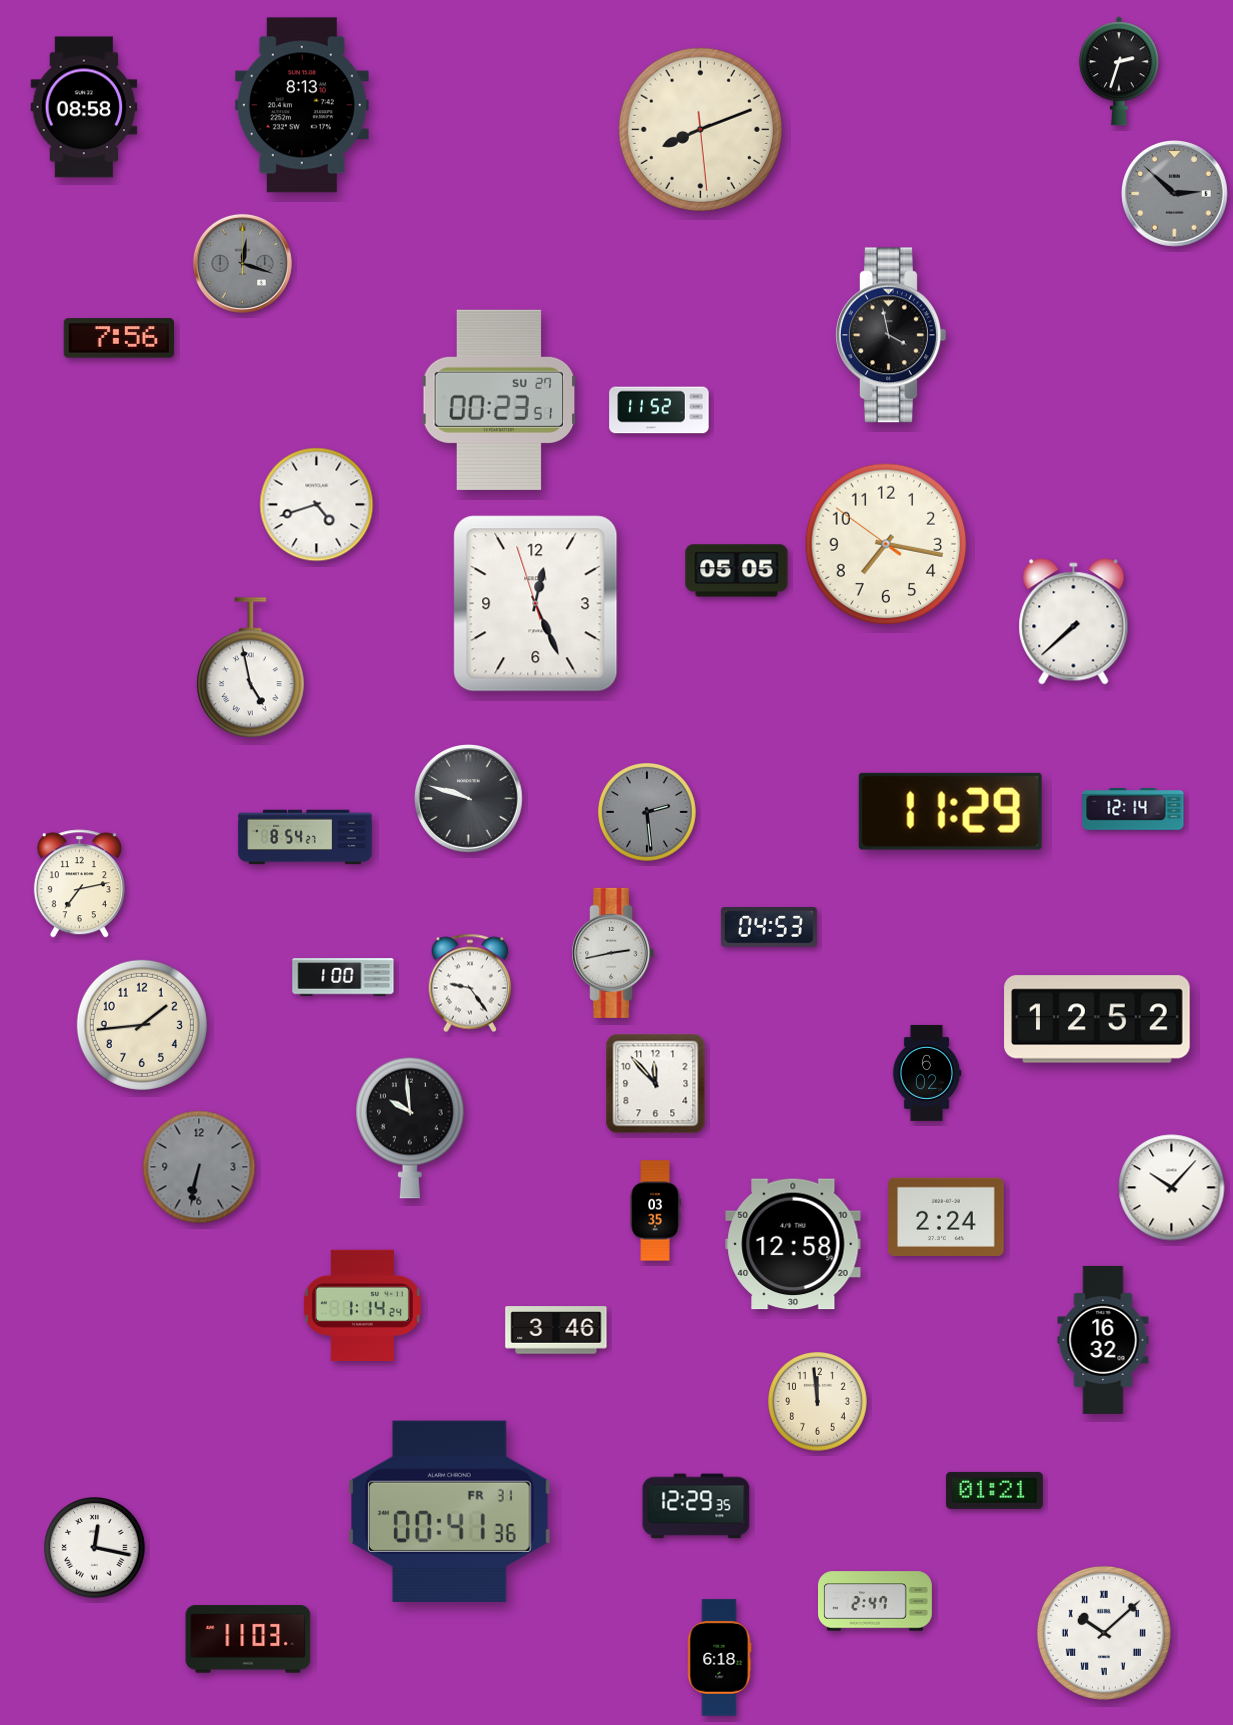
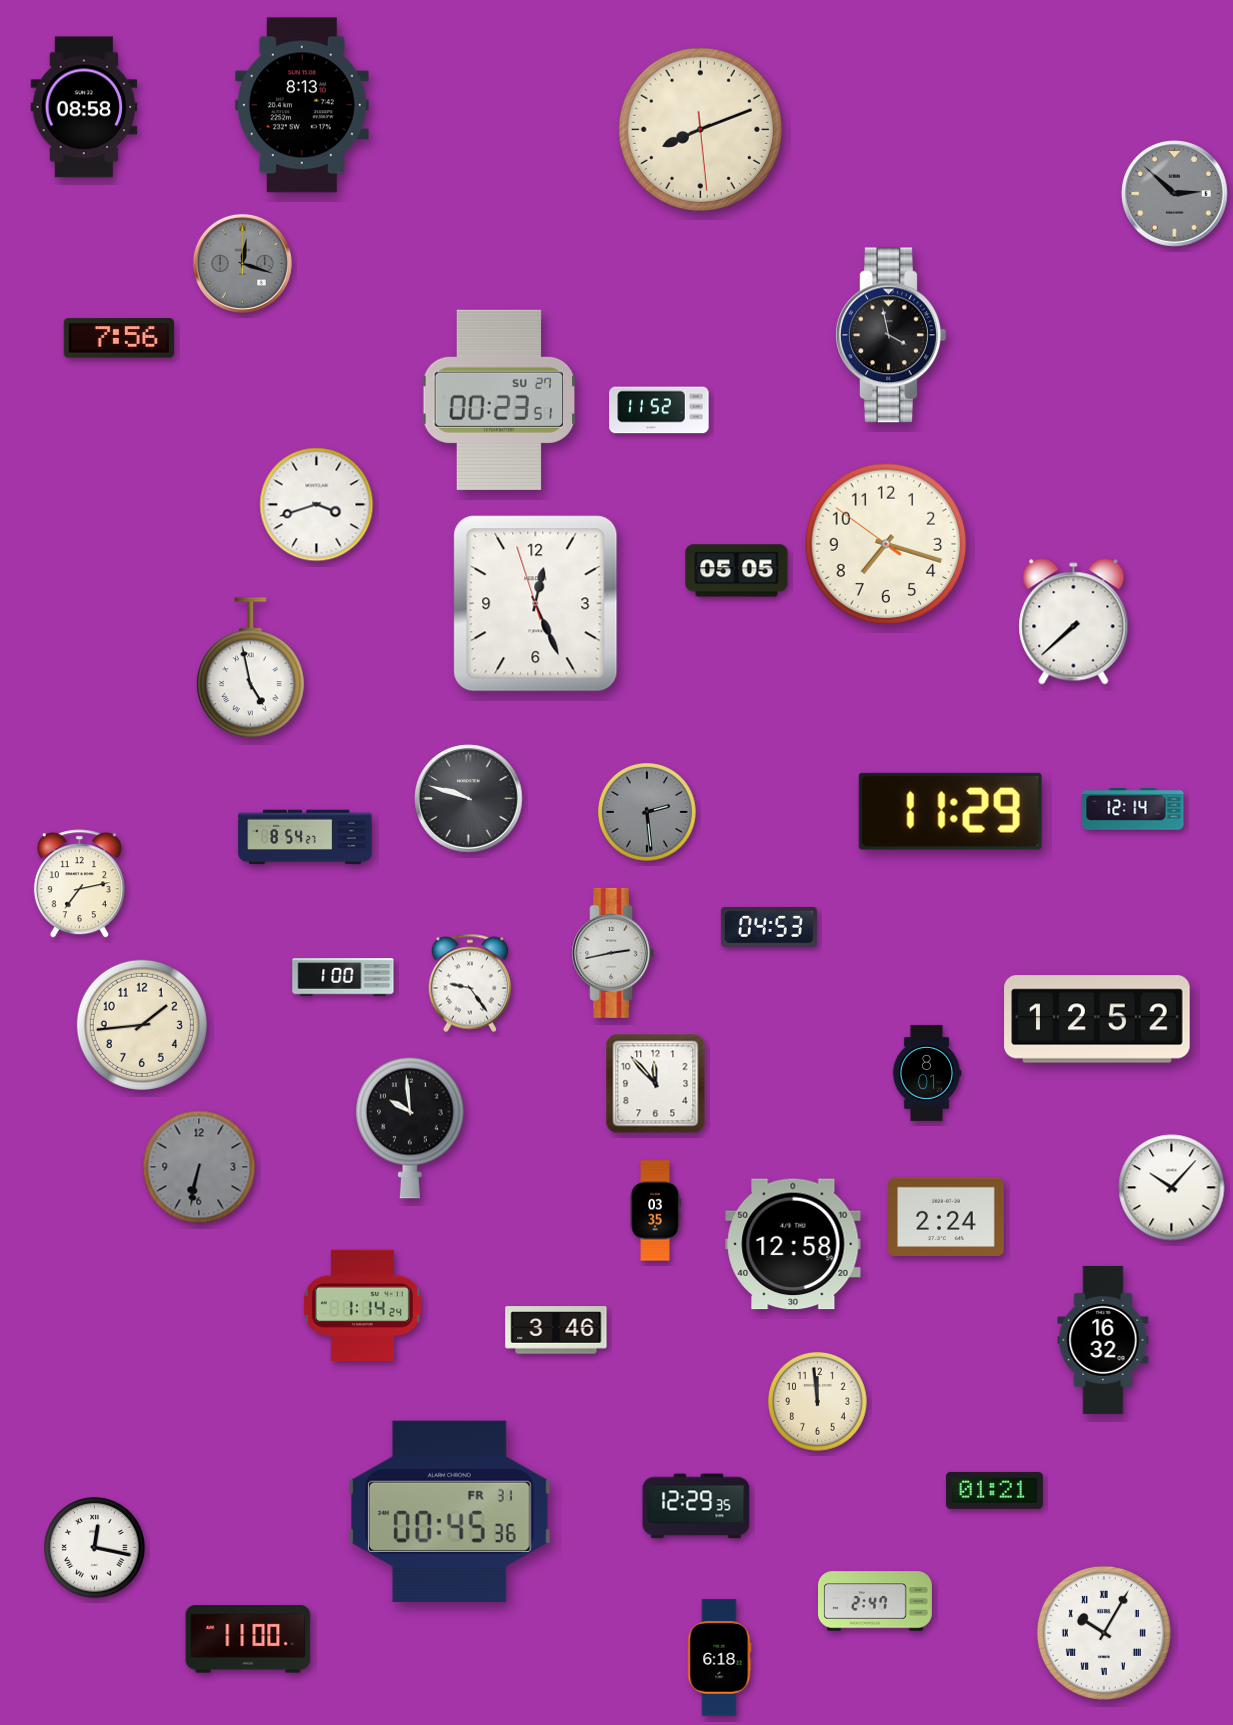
clock at (1119, 71): 2:33 -> none
clock at (317, 505): 4:42 -> 3:42
clock at (886, 544): 7:16 -> 7:17
clock at (927, 1073): 6:02 -> 8:01
clock at (449, 1511): 00:41 -> 00:45
clock at (1104, 1633): 10:08 -> 10:05
clock at (248, 1639): 11:03 -> 11:00
